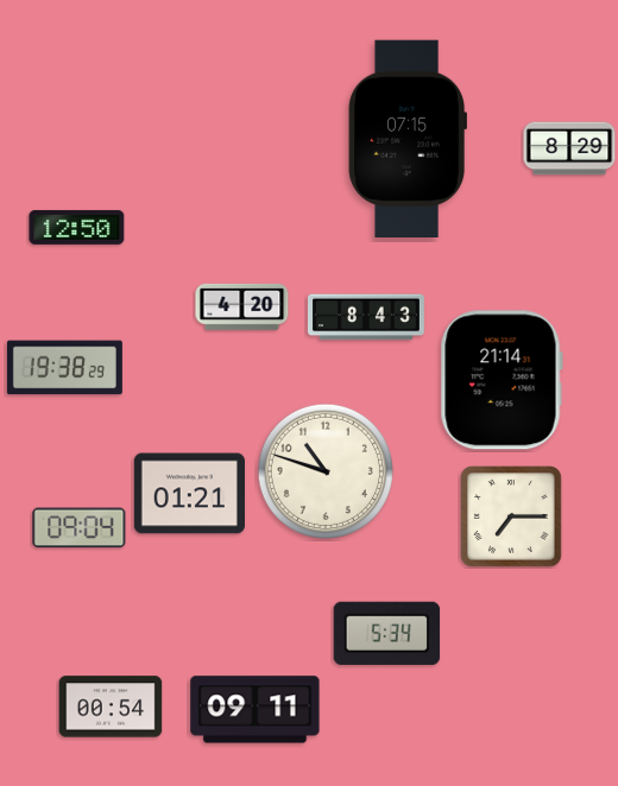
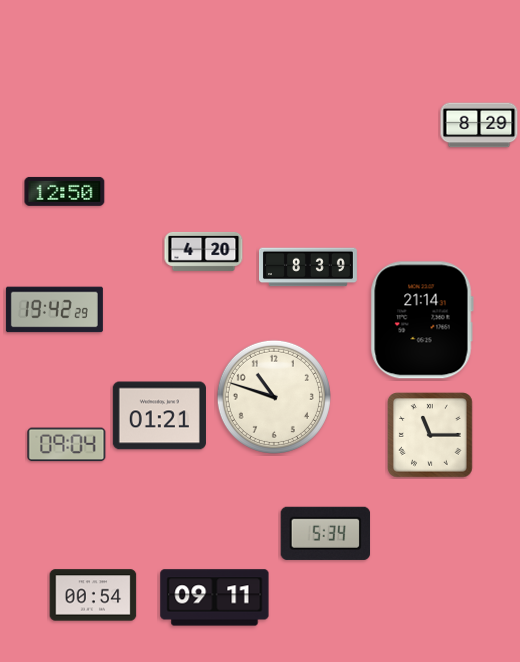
clock at (406, 138): 07:15 -> none
clock at (242, 306) position: (242, 306) -> (204, 251)
clock at (366, 317): 8:43 -> 8:39
clock at (64, 368): 19:38 -> 19:42
clock at (511, 516): 7:15 -> 11:15
